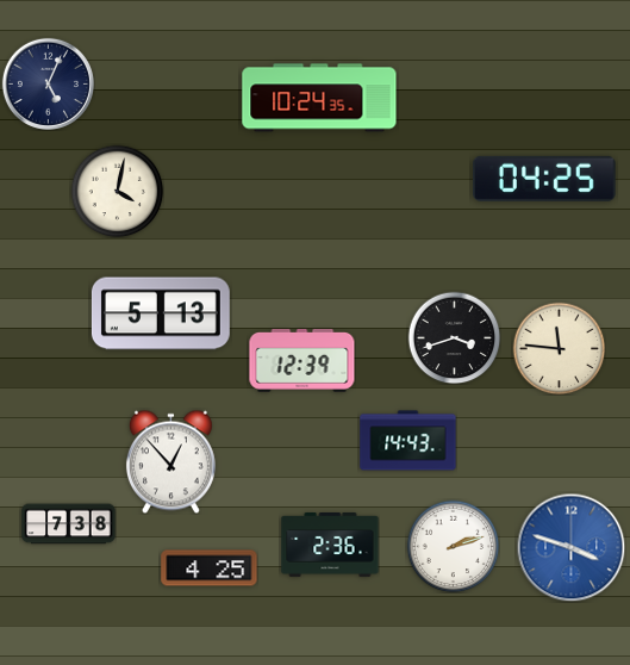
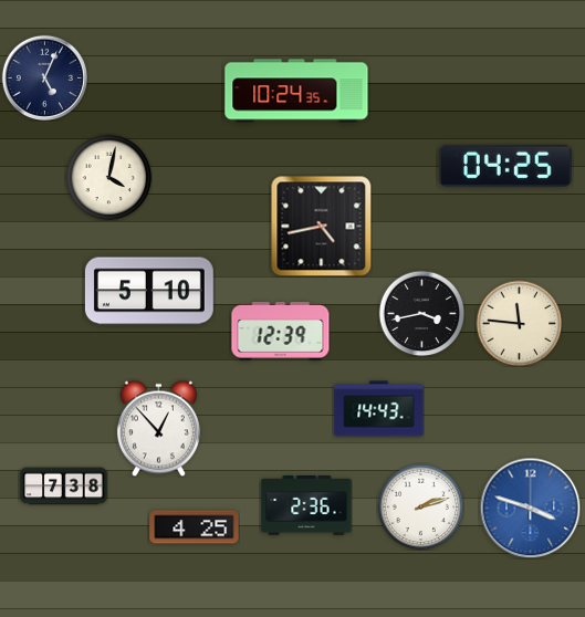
clock at (321, 226): none -> 4:43
clock at (161, 313): 5:13 -> 5:10
clock at (454, 337): 3:42 -> 3:43
clock at (302, 361) position: (302, 361) -> (281, 332)
